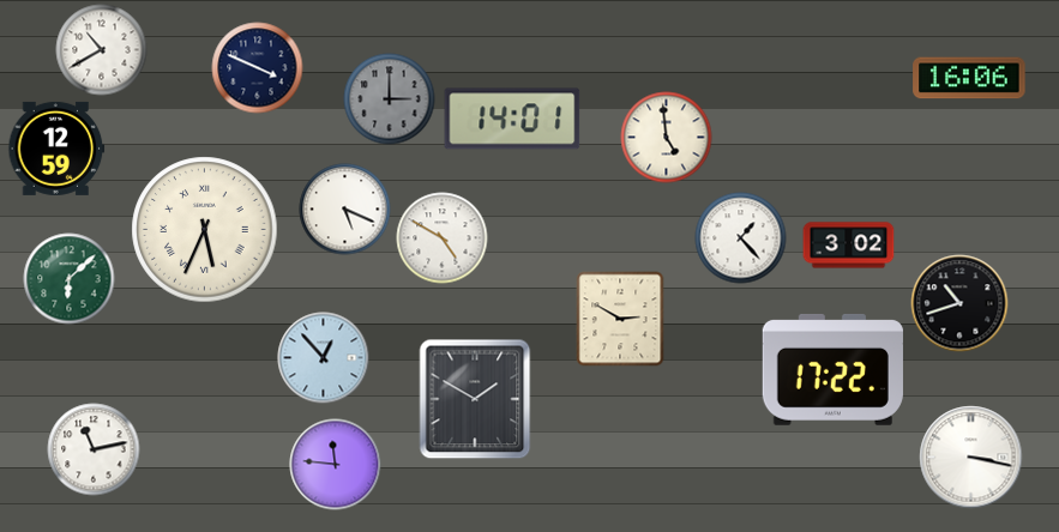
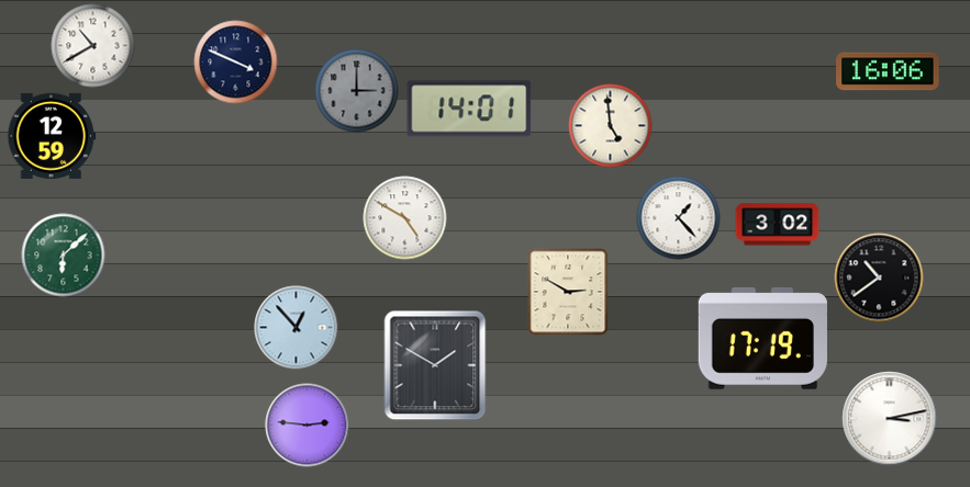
clock at (345, 210): 5:19 -> none
clock at (205, 230): 5:34 -> none
clock at (959, 303): 10:42 -> 10:39
clock at (832, 369): 17:22 -> 17:19
clock at (94, 449): 11:13 -> none
clock at (971, 458): 3:17 -> 3:13
clock at (336, 465): 11:46 -> 2:46
